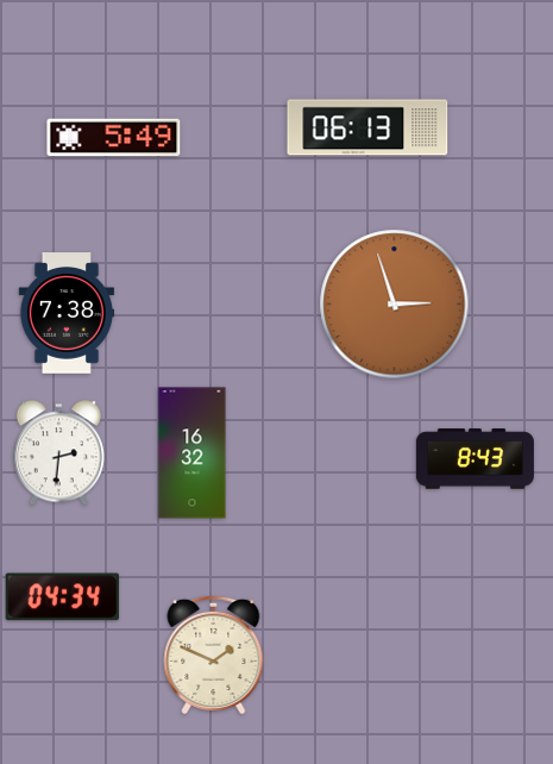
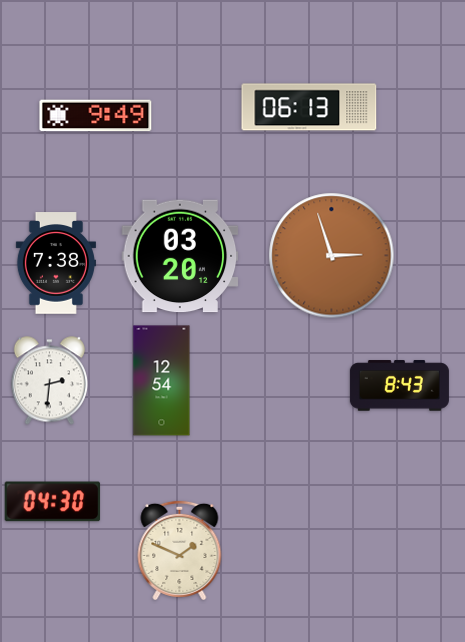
clock at (114, 138): 5:49 -> 9:49
clock at (180, 256): none -> 03:20
clock at (193, 453): 16:32 -> 12:54
clock at (63, 597): 04:34 -> 04:30
